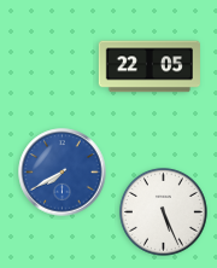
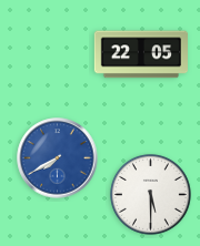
clock at (149, 66) position: (149, 66) -> (141, 54)
clock at (163, 211): 5:26 -> 5:30
